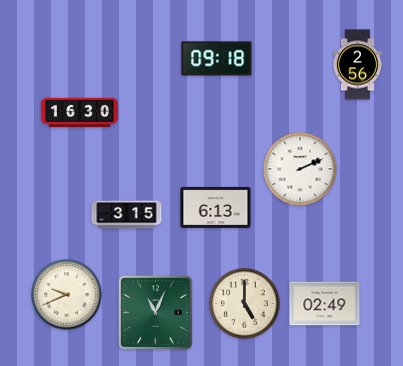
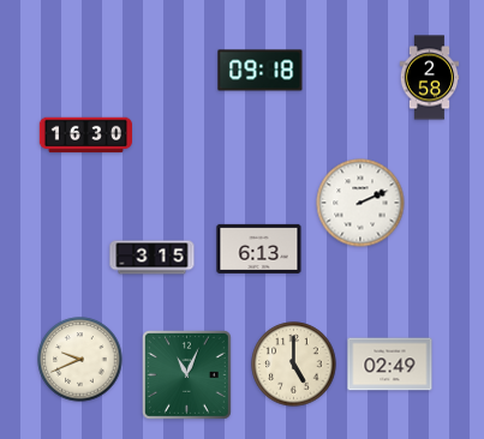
clock at (358, 65): 2:56 -> 2:58
clock at (79, 113) position: (79, 113) -> (85, 136)
clock at (67, 295) position: (67, 295) -> (80, 360)
